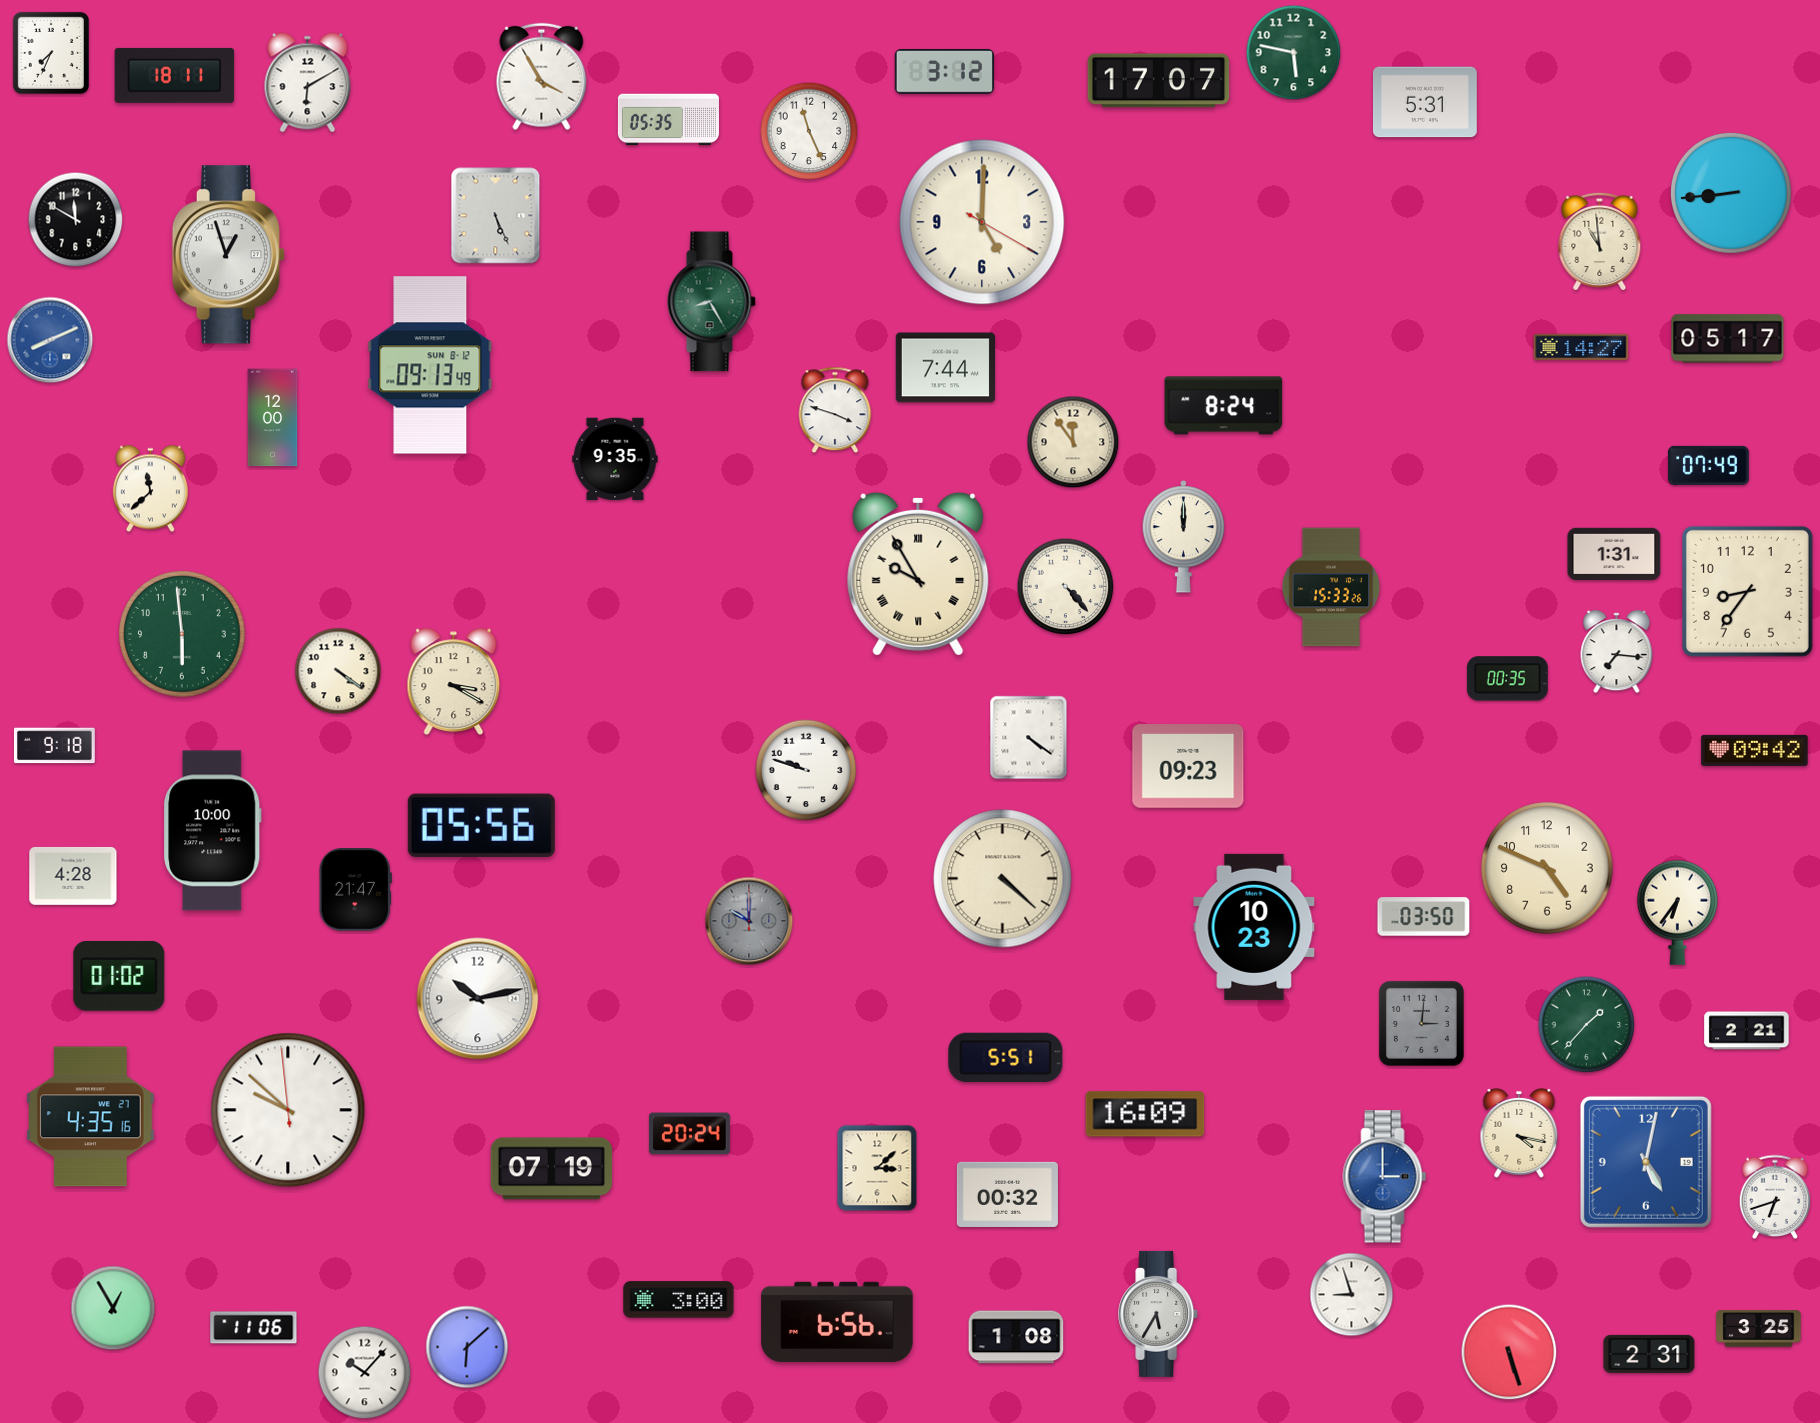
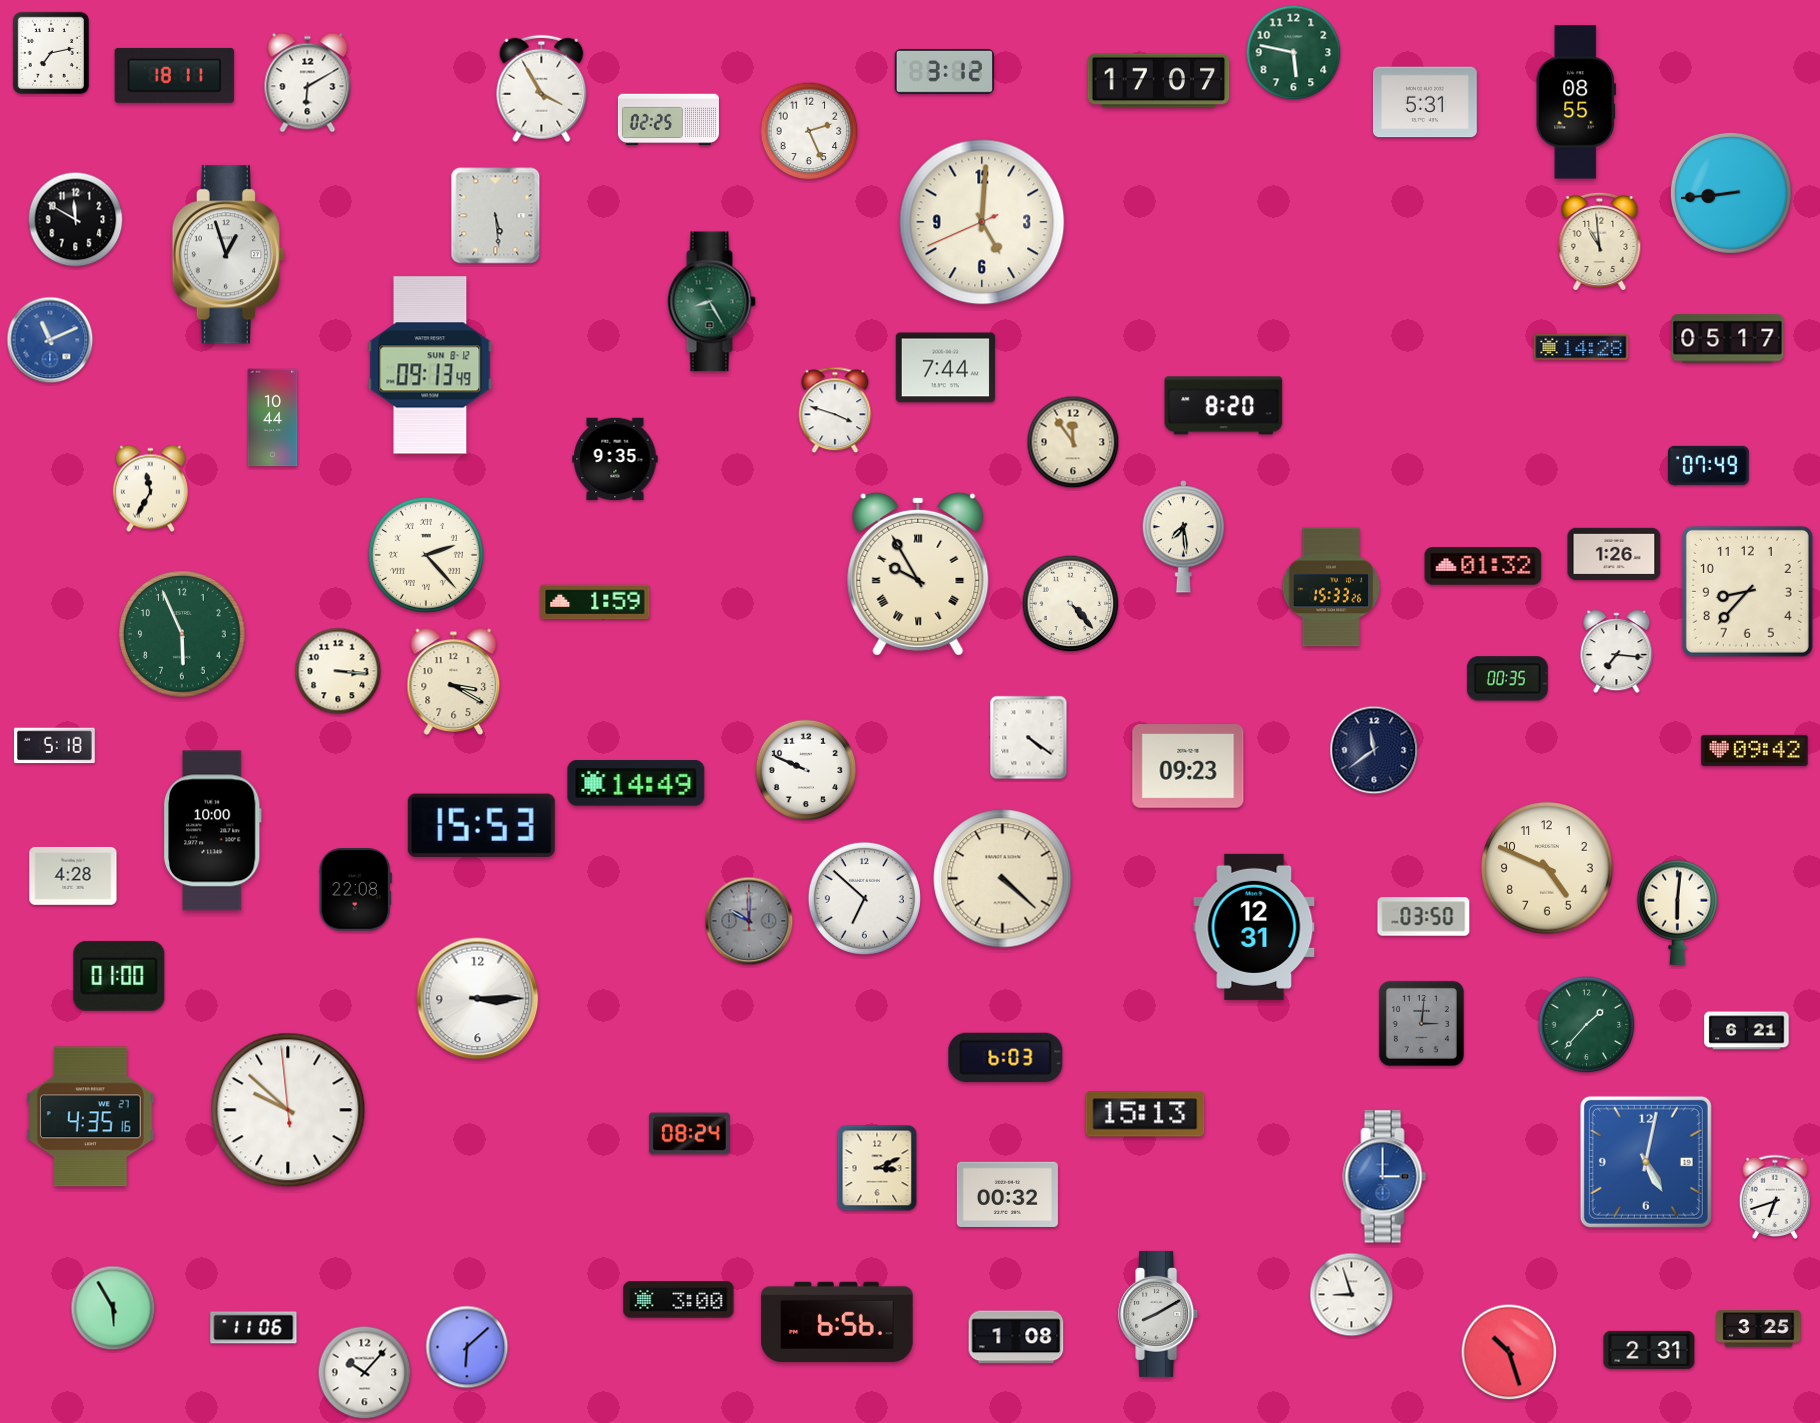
clock at (51, 53): 7:34 -> 7:13
clock at (542, 77) position: (542, 77) -> (542, 89)
clock at (1576, 102): none -> 08:55
clock at (668, 120): 05:35 -> 02:25
clock at (809, 131): 11:26 -> 2:26
clock at (496, 216): 5:26 -> 5:29
clock at (982, 222): 5:00:20 -> 5:00:41
clock at (50, 340): 8:11 -> 11:11
clock at (1581, 347): 14:27 -> 14:28
clock at (1224, 406): 8:24 -> 8:20
clock at (273, 418): 12:00 -> 10:44
clock at (150, 489): 11:38 -> 11:35
clock at (1184, 537): 12:00 -> 7:29
clock at (1614, 553): 1:31 -> 1:26
clock at (426, 555): none -> 2:23
clock at (1483, 566): none -> 01:32
clock at (1066, 587) position: (1066, 587) -> (1071, 604)
clock at (1747, 591): 8:36 -> 8:37
clock at (595, 602): none -> 1:59
clock at (182, 634): 5:59 -> 5:56
clock at (338, 671): 4:21 -> 3:16
clock at (54, 746): 9:18 -> 5:18
clock at (1374, 750): none -> 11:39
clock at (806, 770): 9:48 -> 9:49
clock at (636, 783): none -> 14:49
clock at (481, 825): 05:56 -> 15:53
clock at (355, 890): 21:47 -> 22:08
clock at (864, 898): none -> 6:52
clock at (1677, 912): 6:36 -> 6:01
clock at (1254, 927): 10:23 -> 12:31
clock at (119, 976): 01:02 -> 01:00
clock at (478, 999): 10:13 -> 3:15
clock at (1747, 1031): 2:21 -> 6:21
clock at (1006, 1057): 5:51 -> 6:03
clock at (1145, 1114): 16:09 -> 15:13
clock at (1519, 1133): 4:17 -> none
clock at (689, 1134): 20:24 -> 08:24
clock at (877, 1168): 3:08 -> 3:11
clock at (552, 1169): 07:19 -> none
clock at (113, 1308): 12:55 -> 5:55
clock at (1159, 1314): 5:35 -> 8:10
clock at (1509, 1352): 5:27 -> 10:27
clock at (1649, 1354) position: (1649, 1354) -> (1649, 1350)
